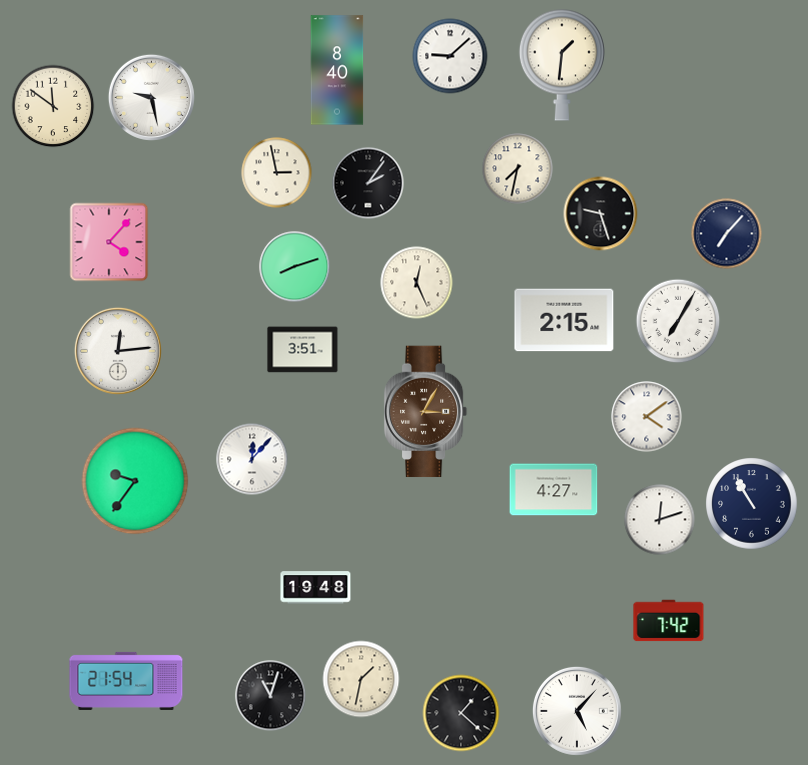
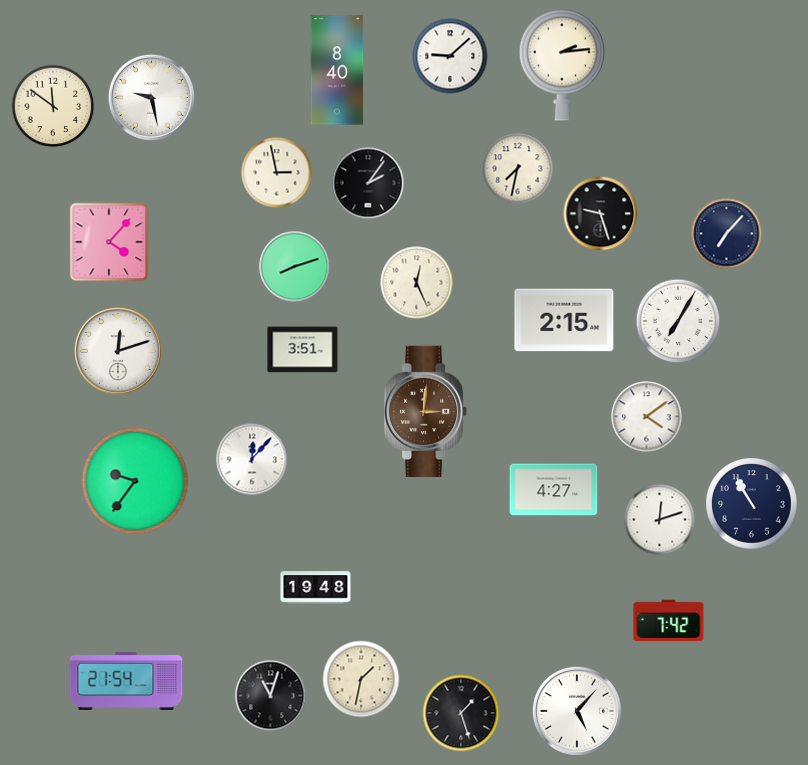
clock at (562, 65): 1:31 -> 2:14
clock at (118, 351): 12:14 -> 12:12
clock at (426, 412): 3:05 -> 3:01
clock at (461, 713): 1:22 -> 1:27
